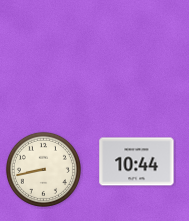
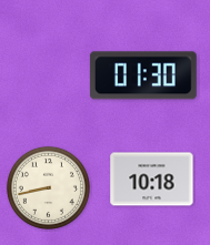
clock at (143, 75): none -> 01:30
clock at (137, 162): 10:44 -> 10:18
